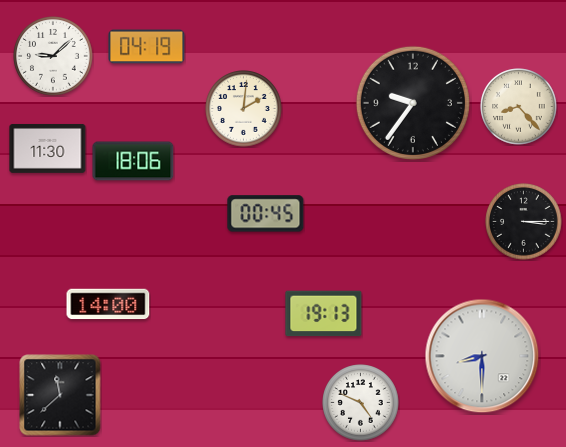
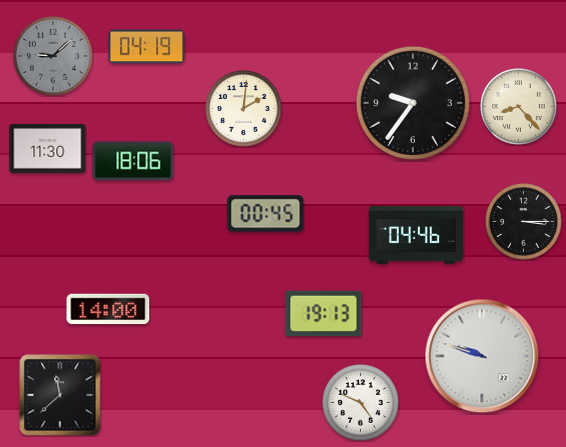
clock at (54, 57) dial: white -> grey
clock at (416, 235): none -> 04:46
clock at (108, 304) position: (108, 304) -> (108, 309)
clock at (482, 356): 8:30 -> 9:48
